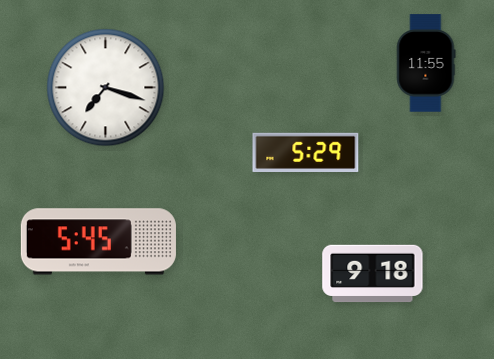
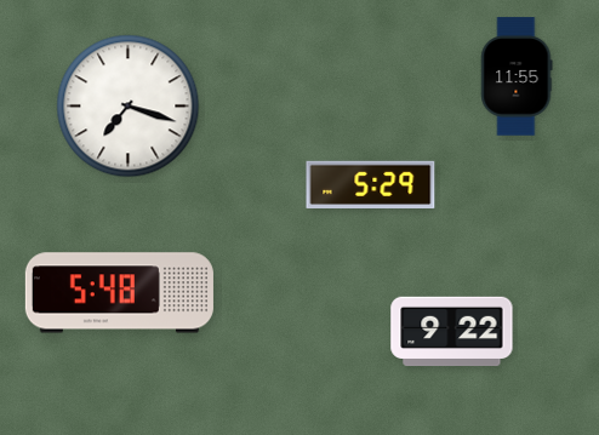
clock at (98, 242): 5:45 -> 5:48
clock at (373, 274): 9:18 -> 9:22
